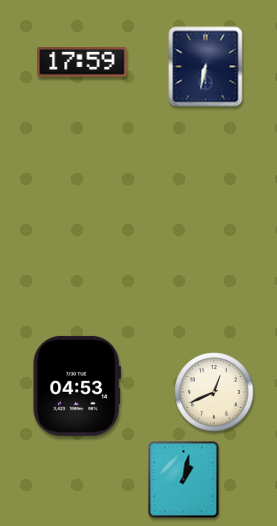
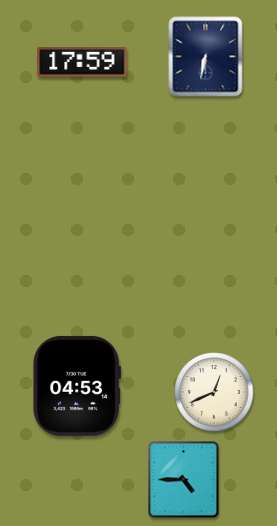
clock at (206, 67) position: (206, 67) -> (206, 57)
clock at (184, 480): 1:02 -> 4:45
